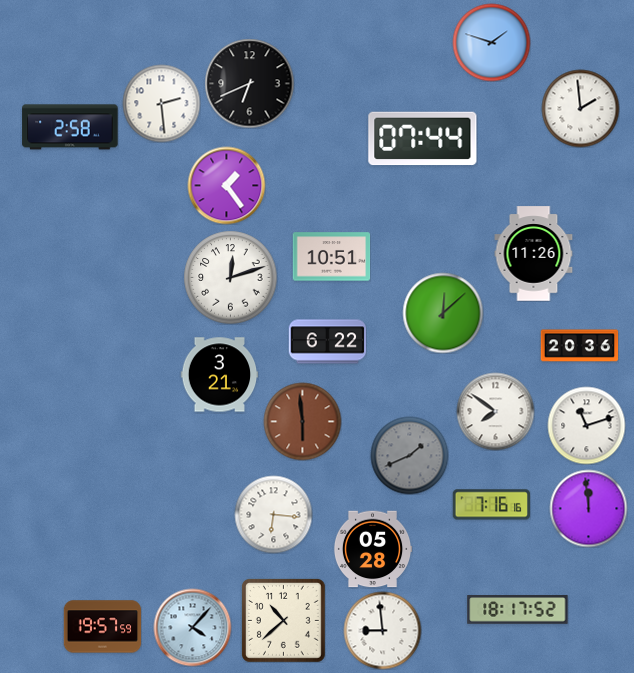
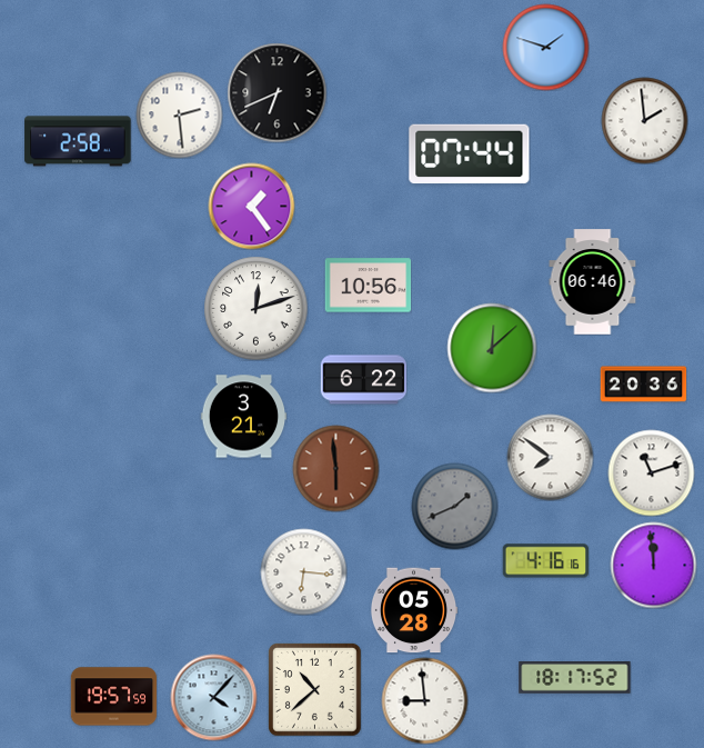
clock at (534, 254): 11:26 -> 06:46
clock at (331, 257): 10:51 -> 10:56
clock at (491, 505): 7:16 -> 4:16
